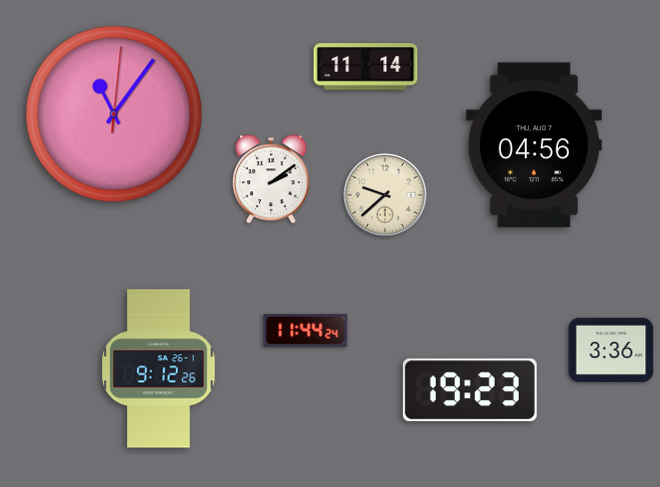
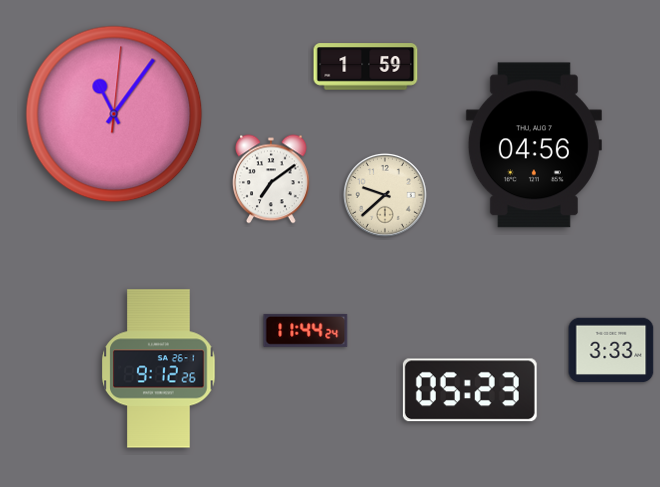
clock at (366, 67): 11:14 -> 1:59
clock at (272, 179): 2:09 -> 7:09
clock at (611, 350): 3:36 -> 3:33
clock at (470, 390): 19:23 -> 05:23
